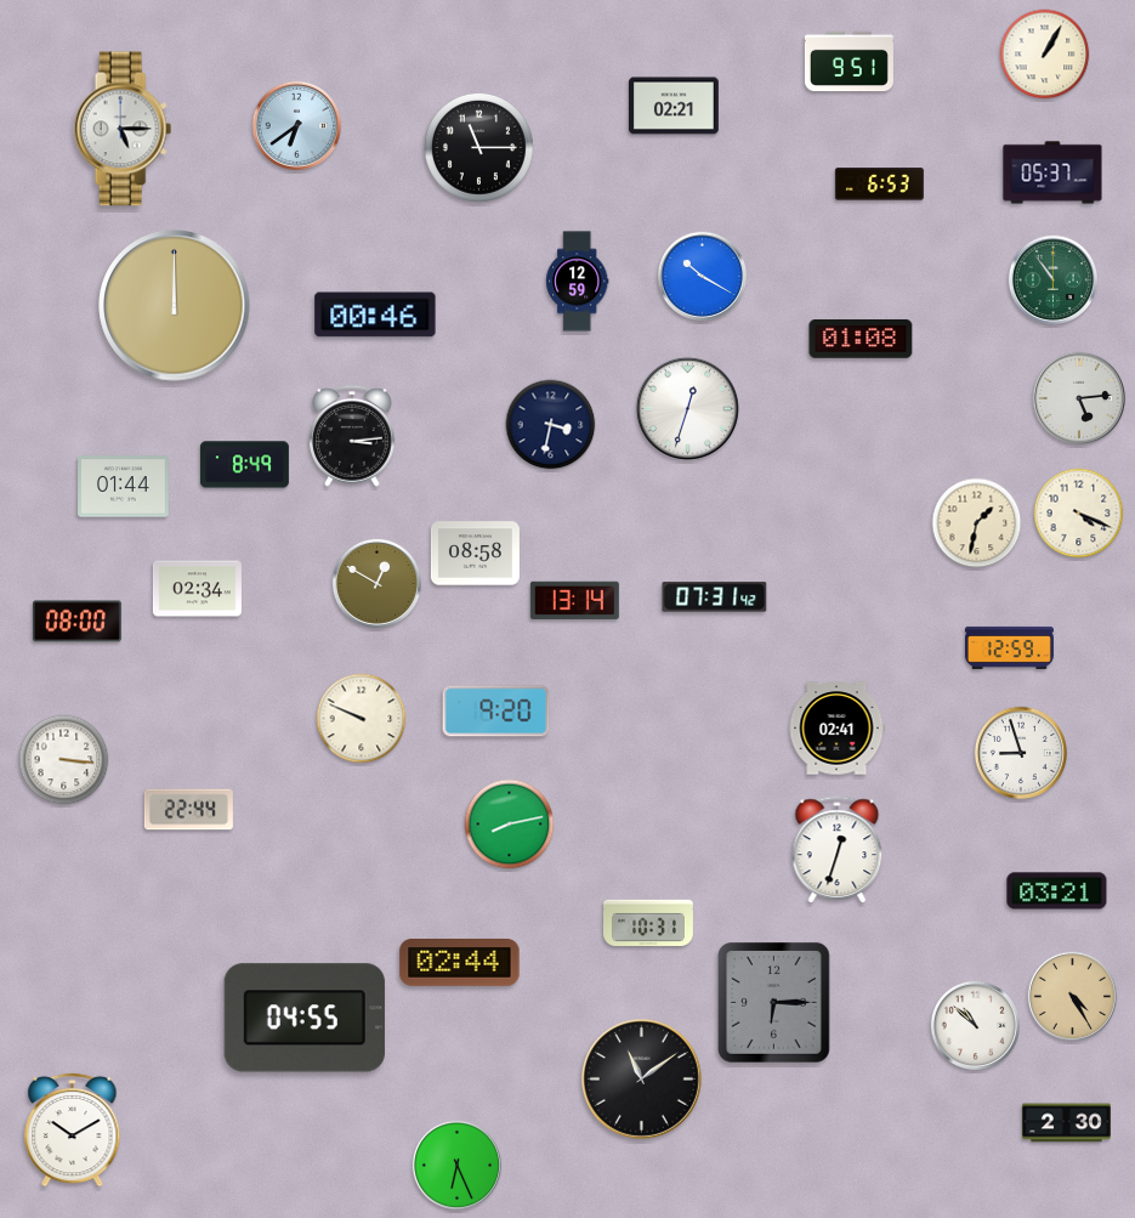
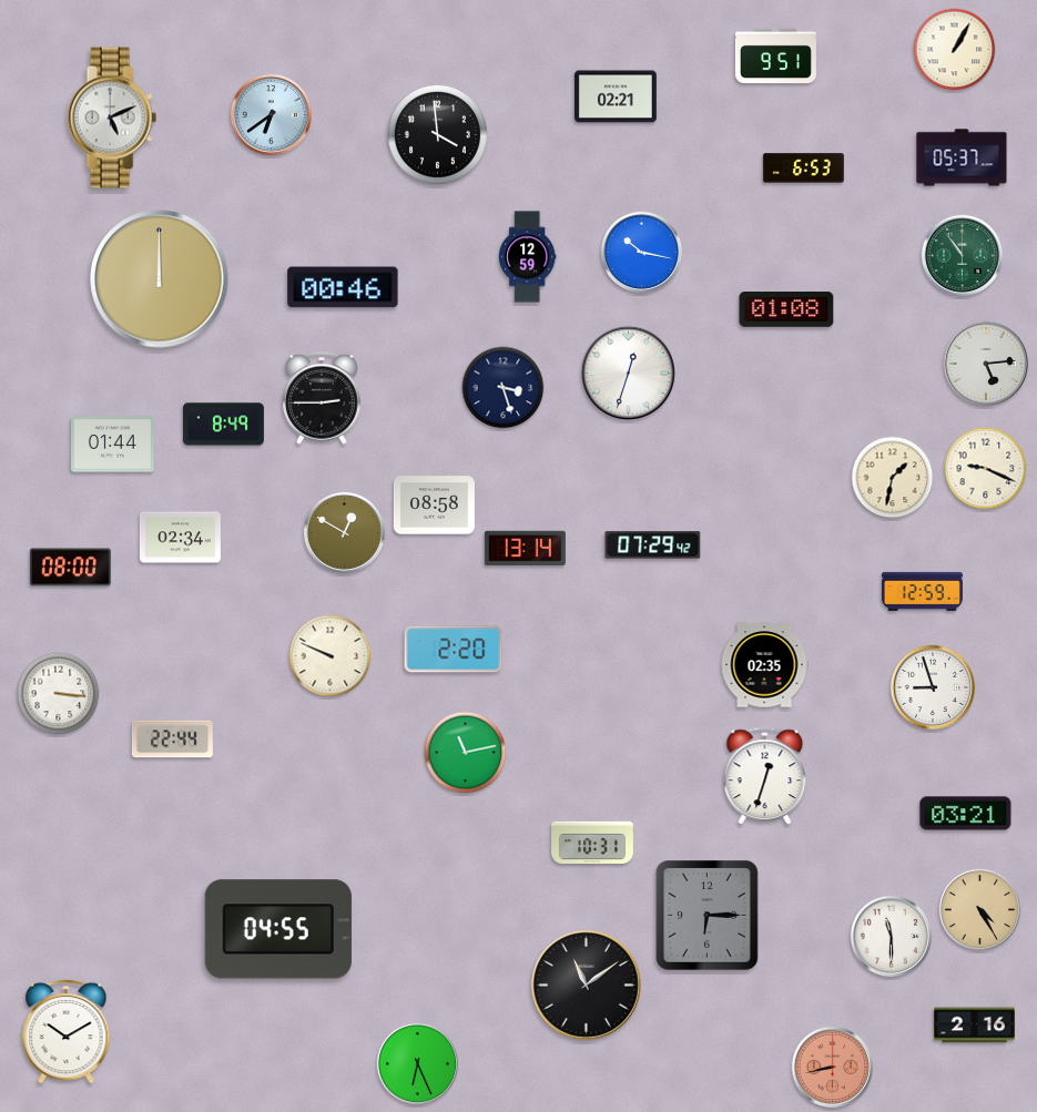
clock at (123, 129): 5:15 -> 5:11
clock at (478, 147): 11:15 -> 3:59
clock at (702, 276): 10:20 -> 10:17
clock at (551, 425): 3:32 -> 3:27
clock at (353, 436): 3:14 -> 2:45
clock at (1079, 514): 4:19 -> 9:19
clock at (715, 597): 07:31 -> 07:29
clock at (496, 712): 9:20 -> 2:20
clock at (836, 729): 02:41 -> 02:35
clock at (510, 825): 8:13 -> 11:13
clock at (460, 963): 02:44 -> none
clock at (975, 1025): 10:52 -> 11:30
clock at (1066, 1123): 2:30 -> 2:16
clock at (832, 1067): none -> 8:43
